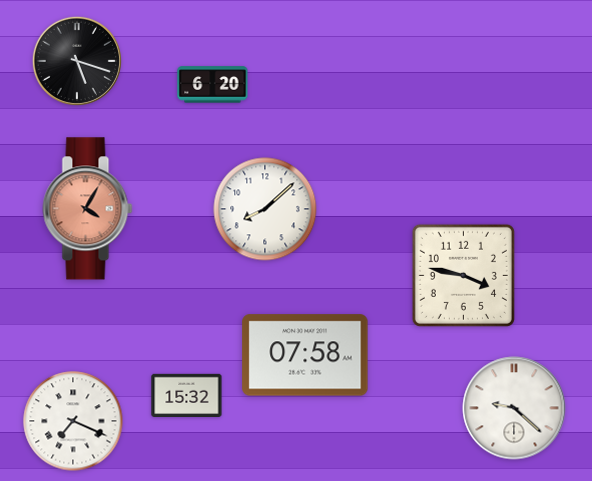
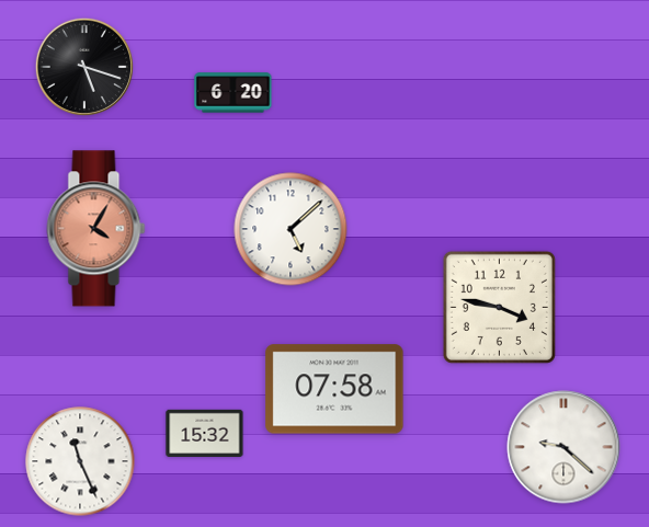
clock at (265, 209): 8:08 -> 5:08
clock at (463, 275) position: (463, 275) -> (499, 307)
clock at (73, 421): 7:19 -> 11:26
